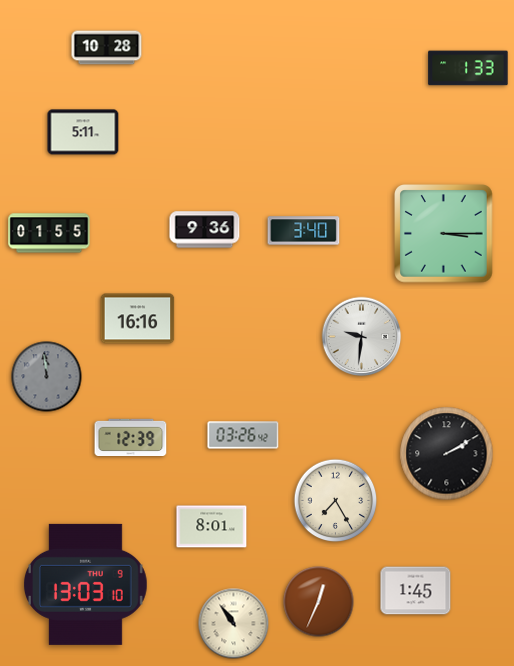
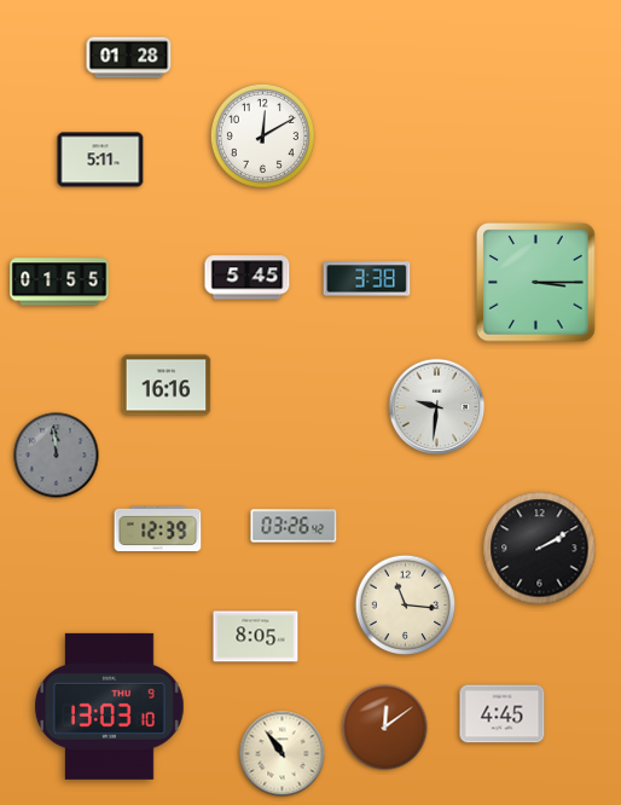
clock at (107, 48): 10:28 -> 01:28
clock at (468, 68): 1:33 -> none
clock at (262, 135): none -> 12:10
clock at (205, 230): 9:36 -> 5:45
clock at (304, 231): 3:40 -> 3:38
clock at (336, 501): 7:25 -> 11:16
clock at (212, 527): 8:01 -> 8:05
clock at (86, 584) position: (86, 584) -> (110, 706)
clock at (416, 591): 1:45 -> 4:45
clock at (319, 602): 12:34 -> 12:09
